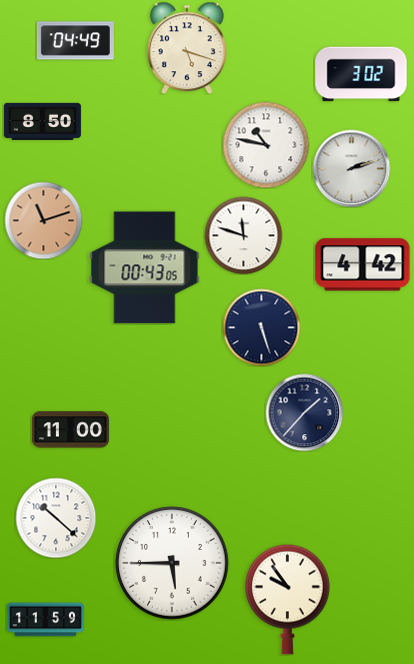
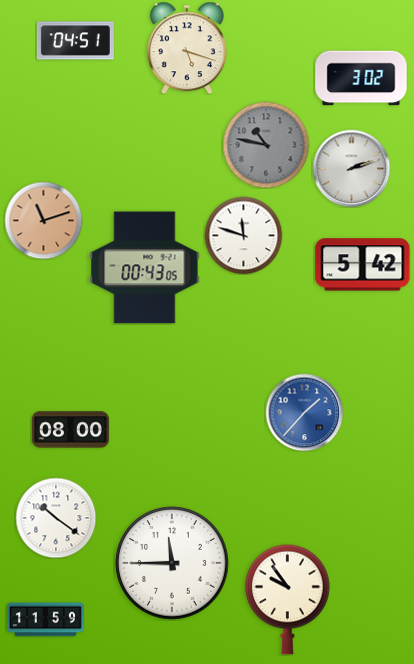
clock at (75, 41): 04:49 -> 04:51
clock at (361, 74) position: (361, 74) -> (361, 78)
clock at (42, 121): 8:50 -> none
clock at (266, 145) dial: white -> grey
clock at (363, 265): 4:42 -> 5:42
clock at (261, 327): 5:27 -> none
clock at (304, 412) dial: navy -> blue
clock at (70, 430): 11:00 -> 08:00
clock at (56, 518): 10:22 -> 10:21
clock at (172, 563): 5:45 -> 11:45
